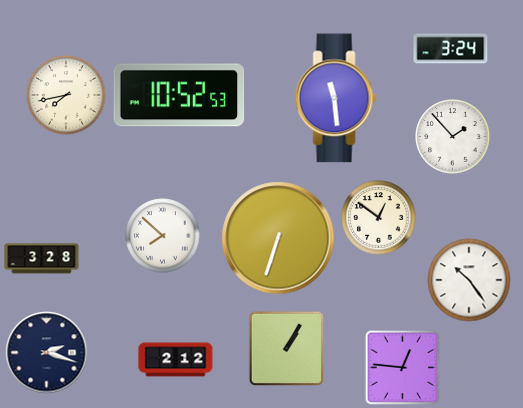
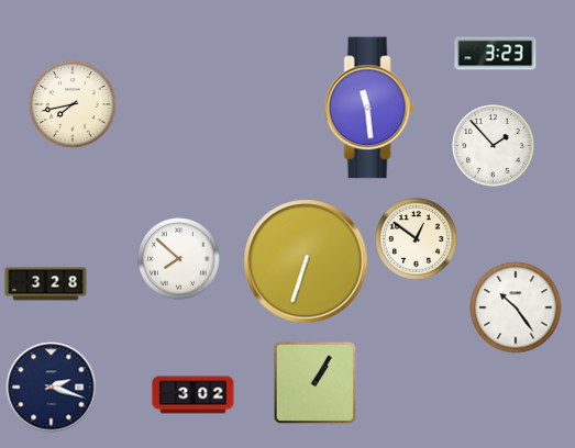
clock at (451, 49): 3:24 -> 3:23
clock at (179, 95): 10:52 -> none
clock at (453, 137) position: (453, 137) -> (494, 146)
clock at (176, 360): 2:12 -> 3:02
clock at (403, 368): 12:46 -> none
